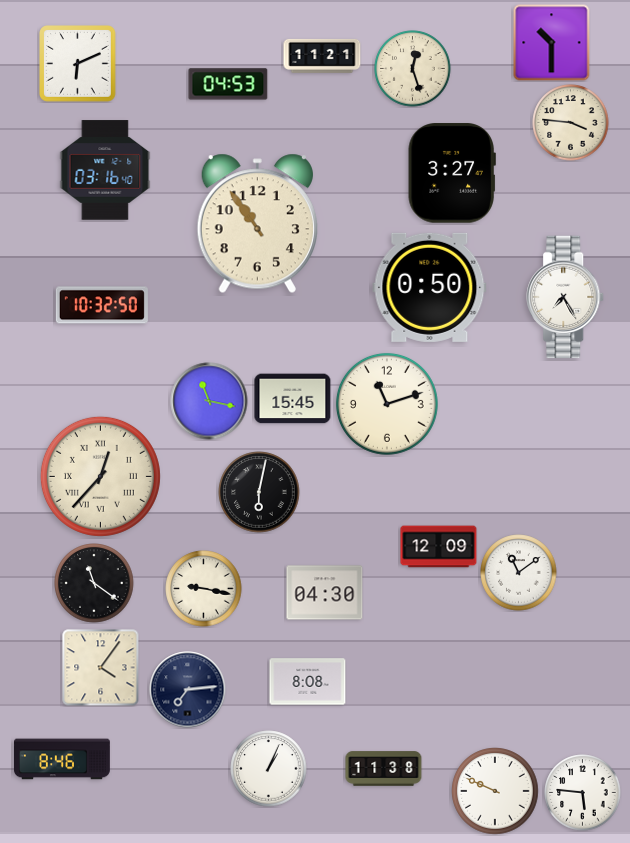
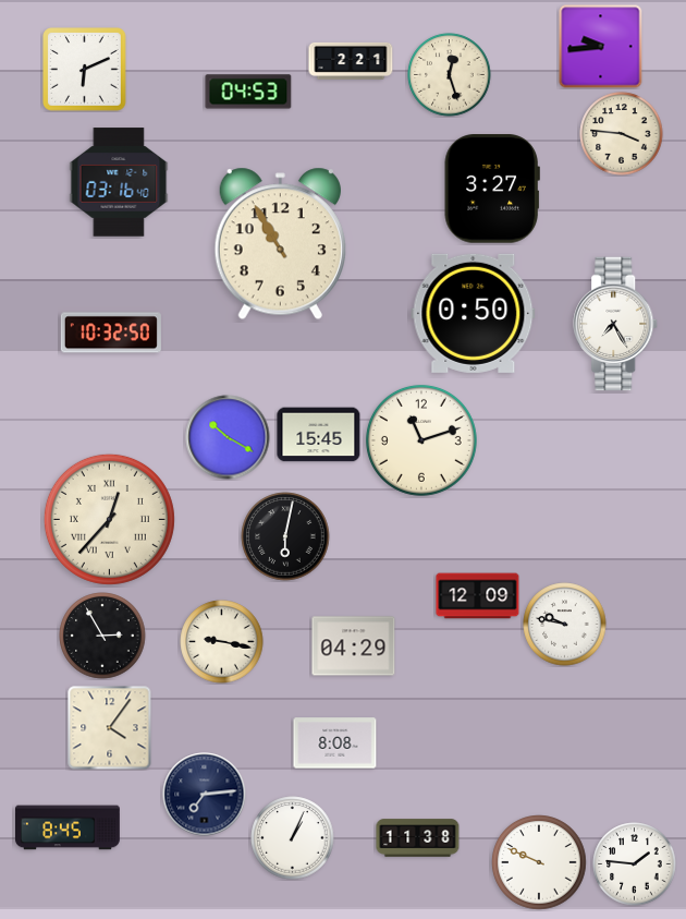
clock at (552, 43): 10:30 -> 9:44
clock at (322, 56): 11:21 -> 2:21
clock at (105, 170) position: (105, 170) -> (119, 182)
clock at (257, 224): 10:54 -> 10:55
clock at (430, 287) position: (430, 287) -> (474, 313)
clock at (209, 401): 11:17 -> 10:20
clock at (259, 492) position: (259, 492) -> (285, 536)
clock at (519, 573): 11:09 -> 9:47
clock at (94, 583): 11:21 -> 2:55
clock at (325, 593): 04:30 -> 04:29
clock at (188, 690) position: (188, 690) -> (205, 795)
clock at (63, 759): 8:46 -> 8:45
clock at (583, 793): 5:46 -> 1:46
